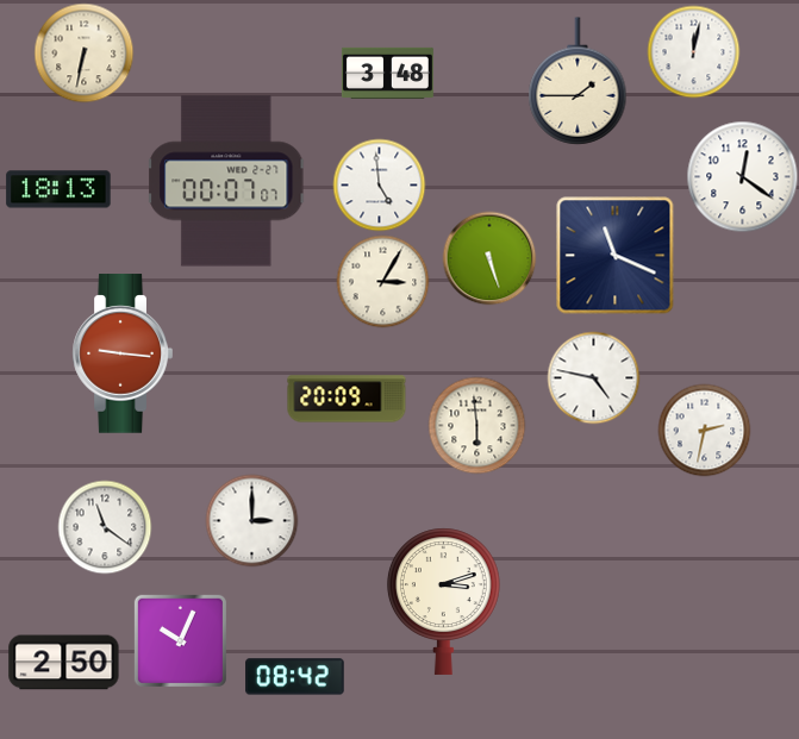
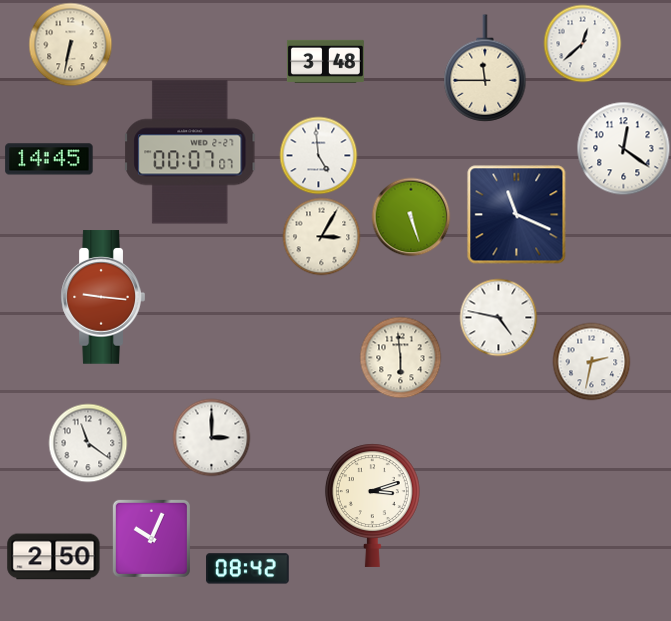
clock at (693, 51): 12:02 -> 12:38
clock at (578, 81): 1:45 -> 11:45
clock at (58, 189): 18:13 -> 14:45
clock at (347, 399): 20:09 -> none
